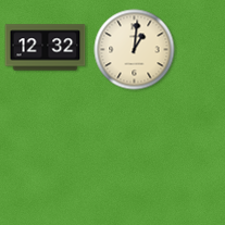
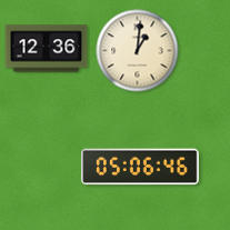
clock at (46, 48): 12:32 -> 12:36
clock at (141, 167): none -> 05:06
